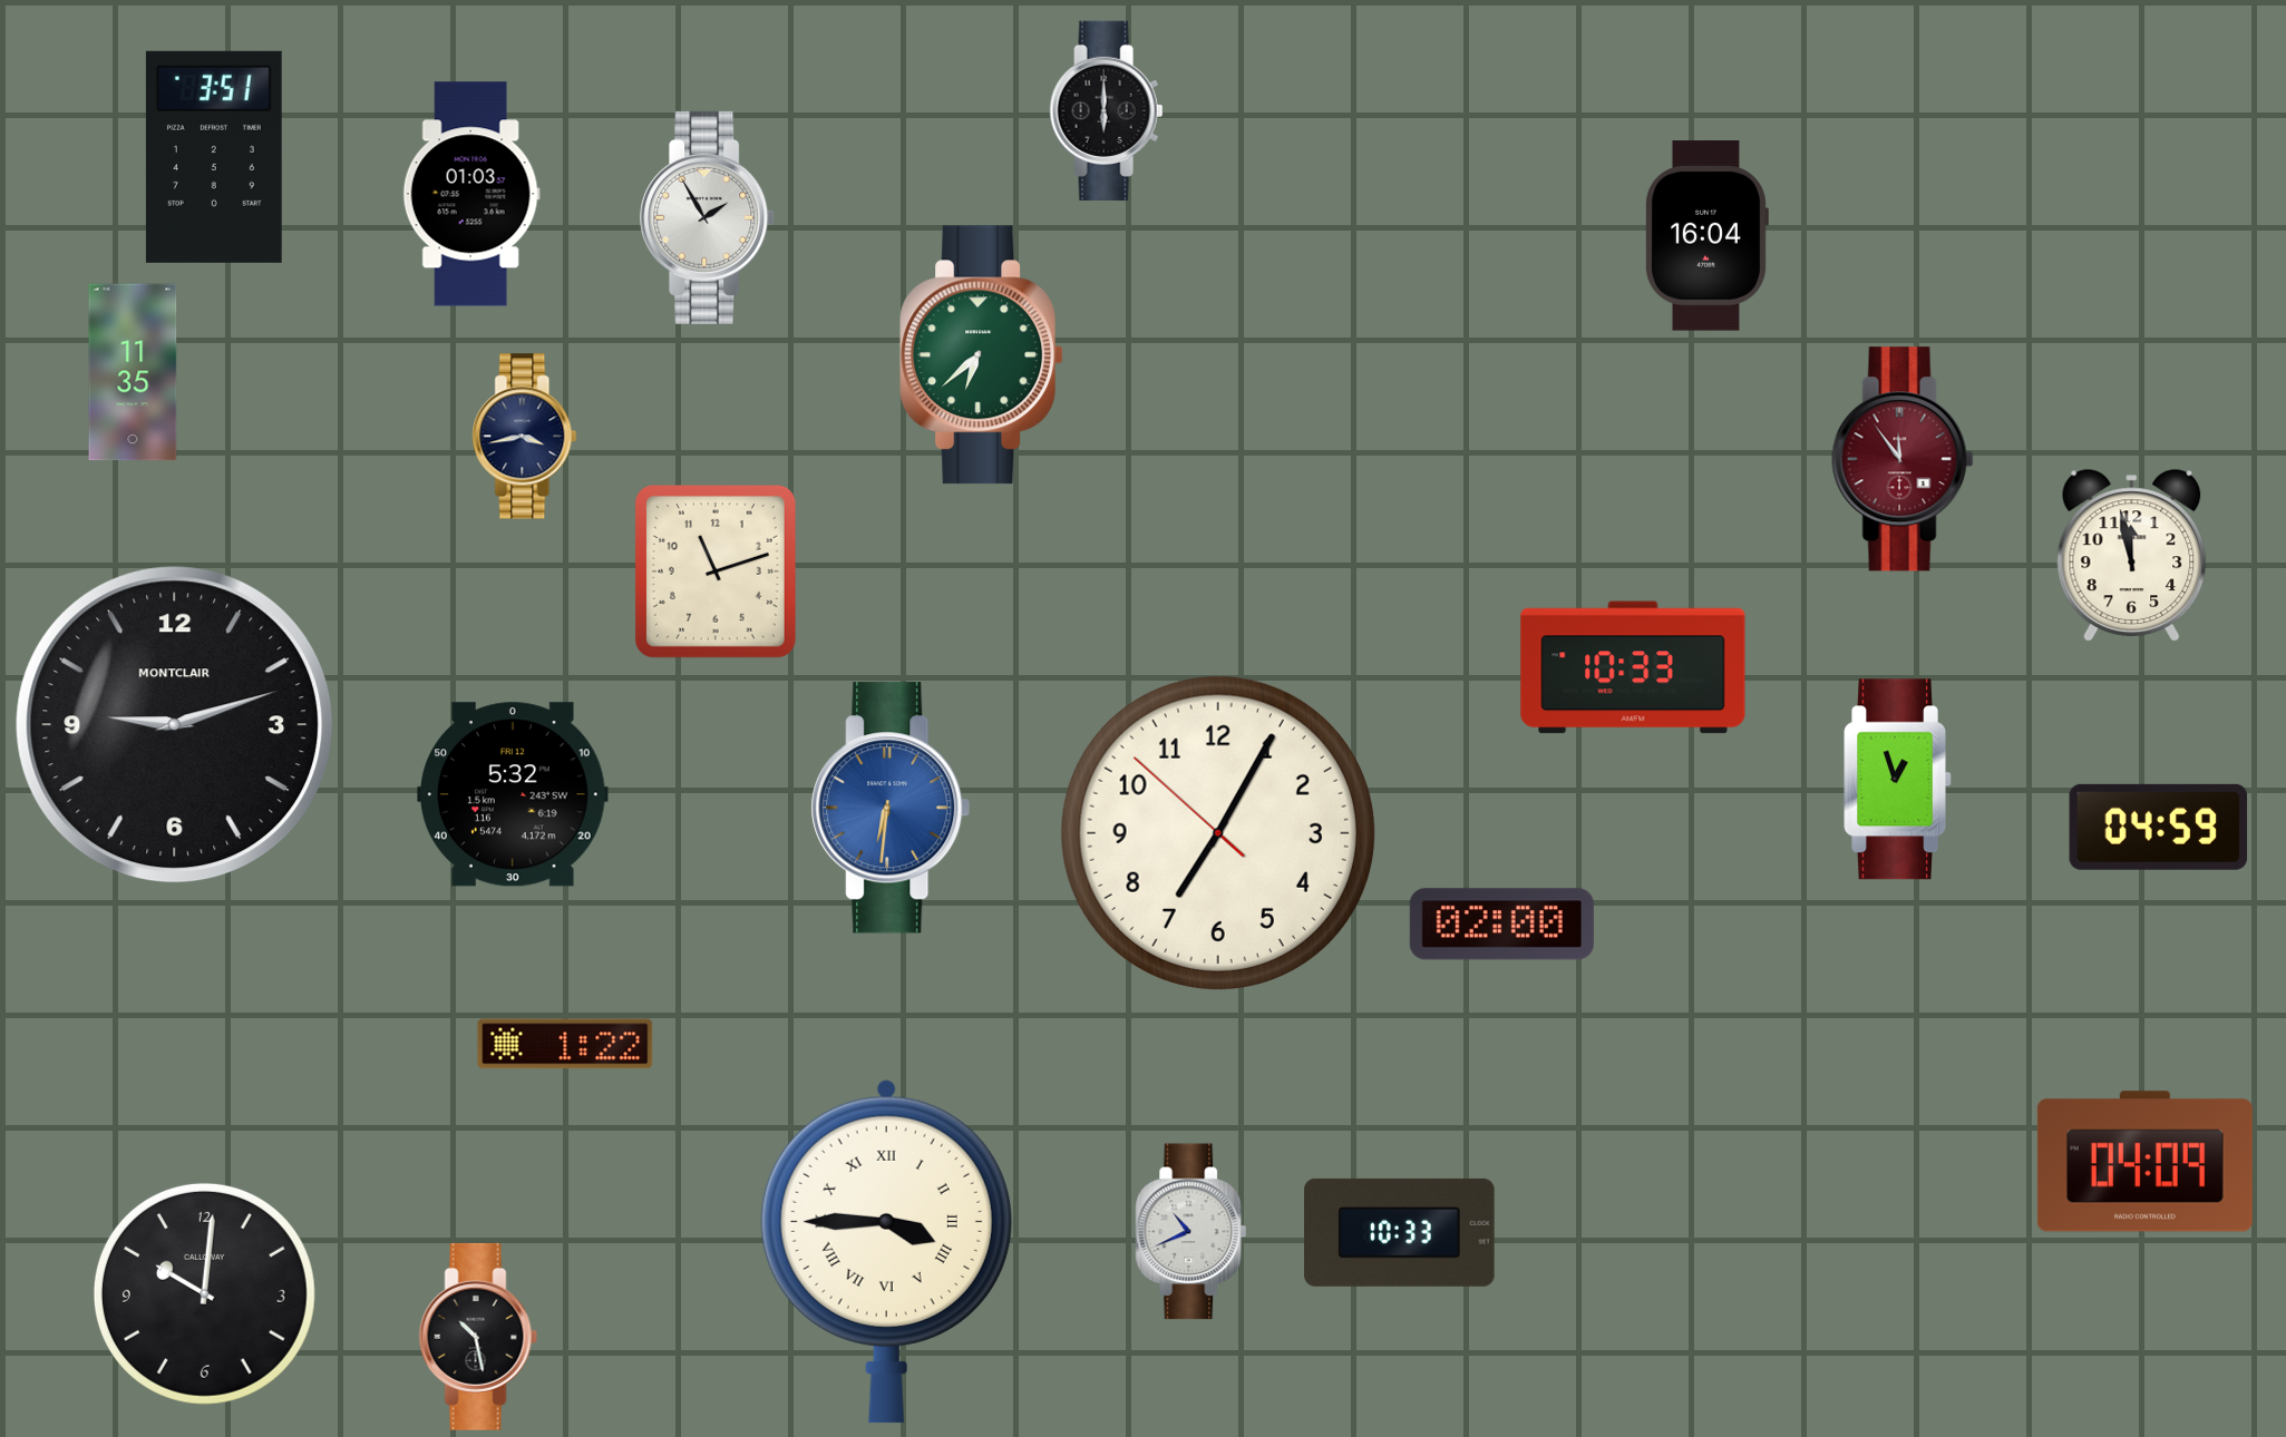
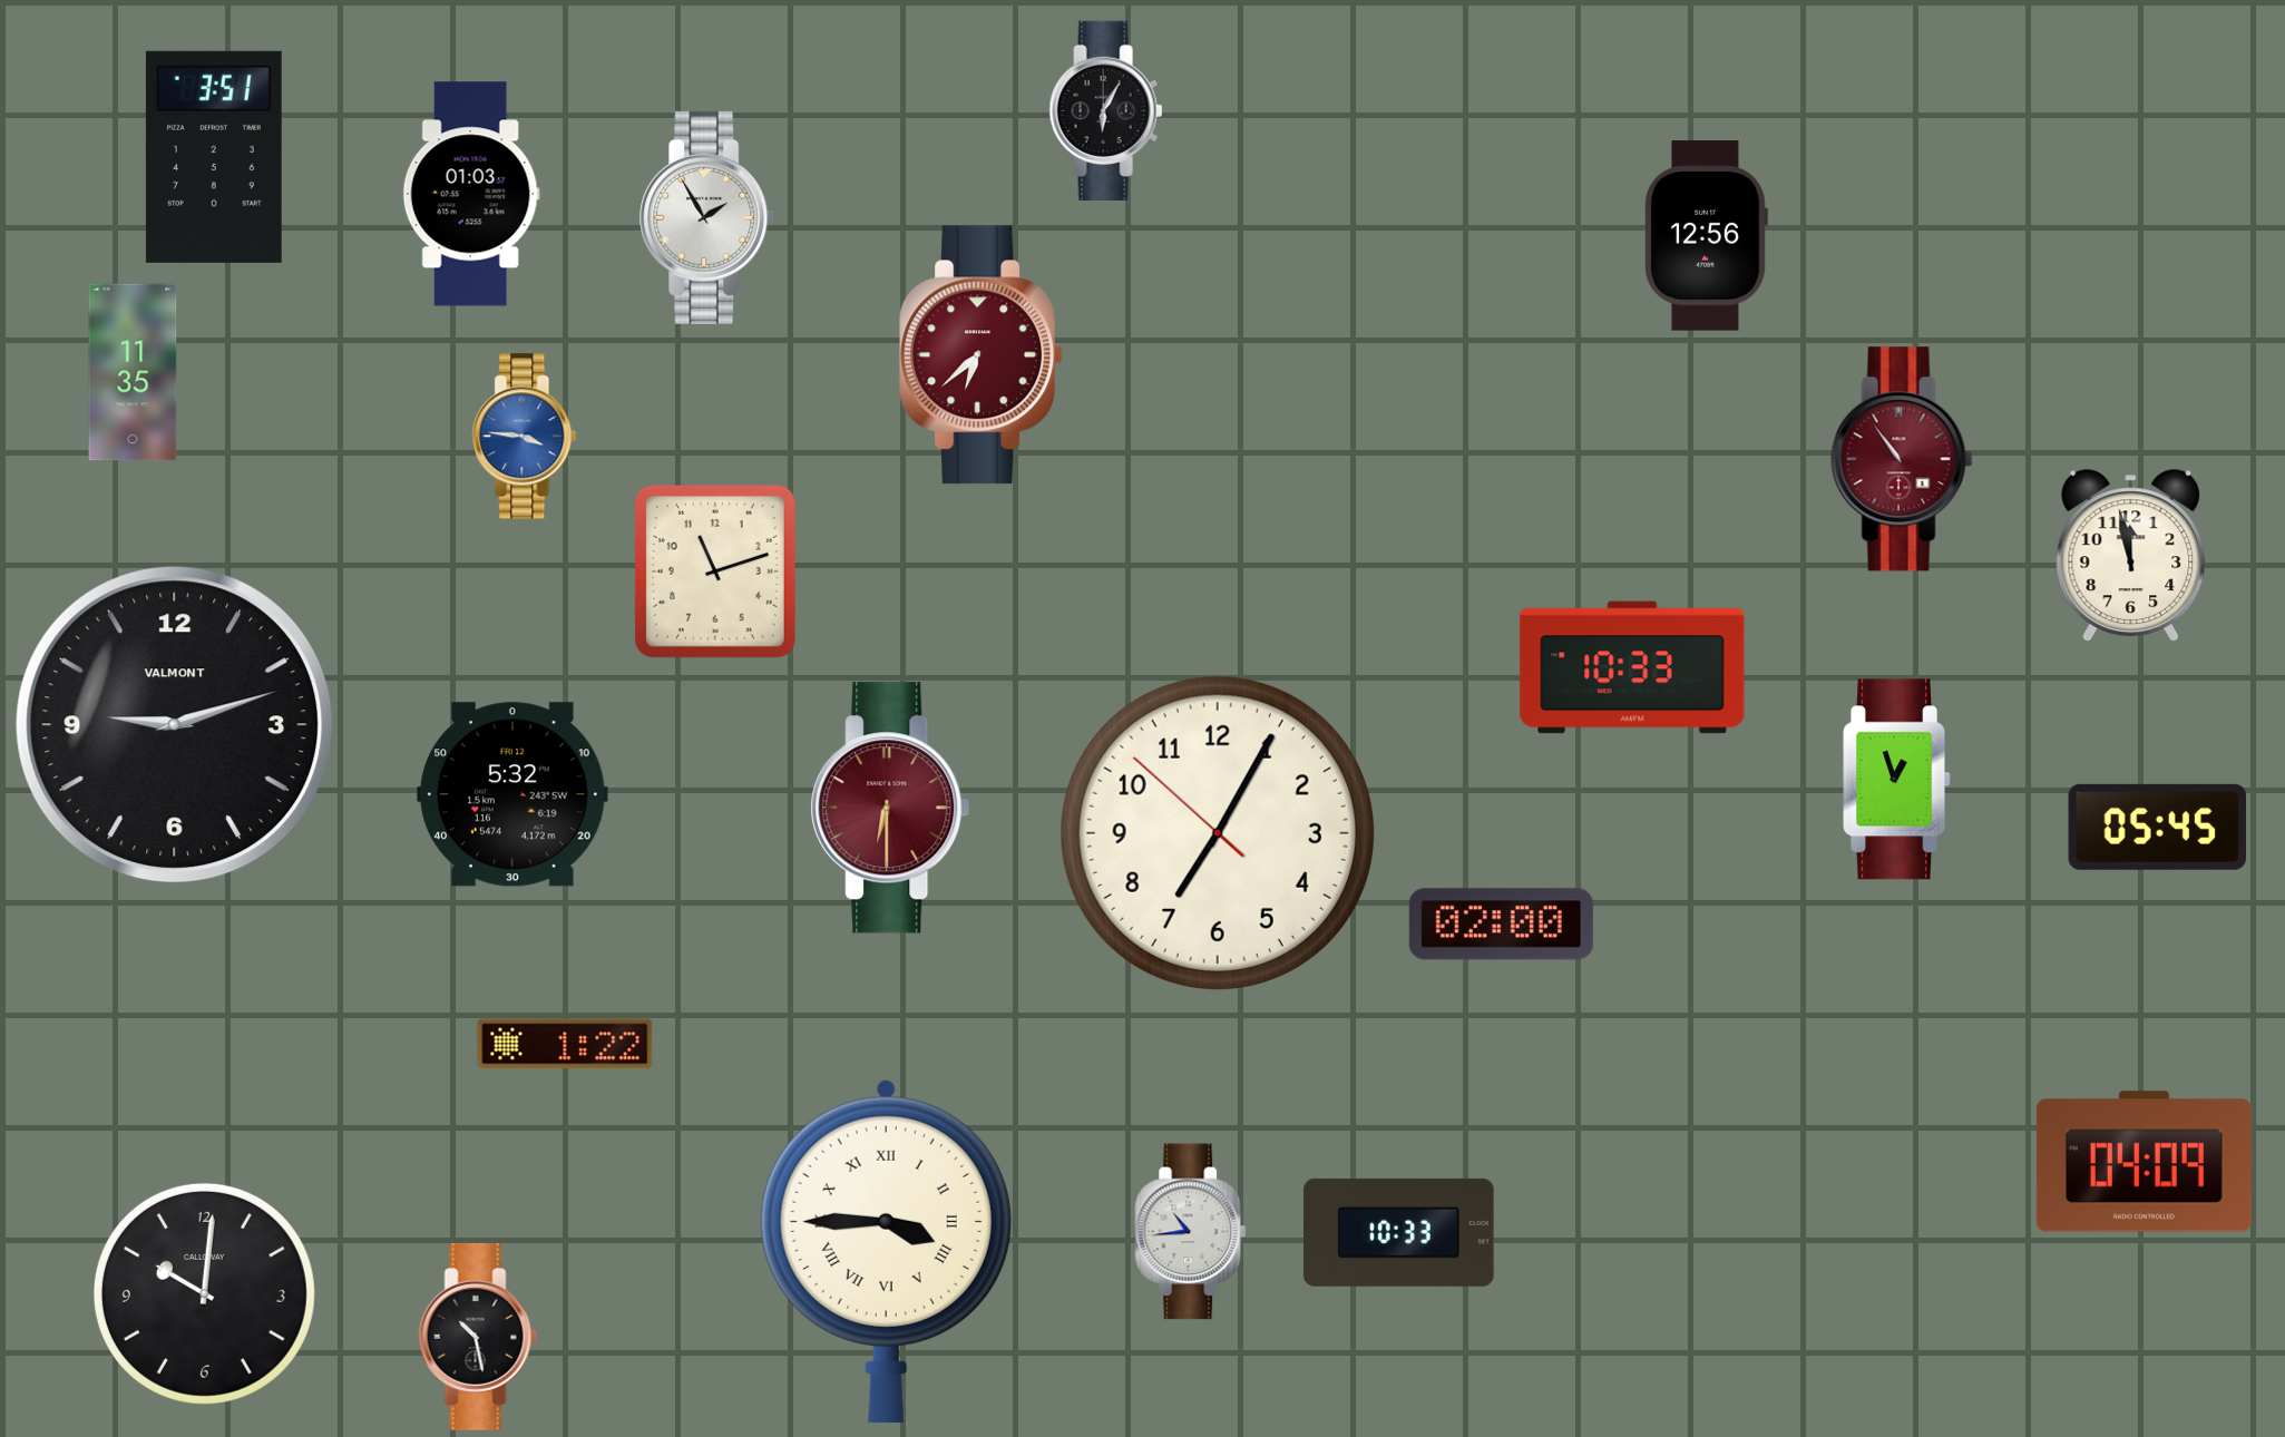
clock at (1107, 110): 6:00 -> 6:05
clock at (1706, 236): 16:04 -> 12:56
clock at (982, 355) dial: green -> burgundy
clock at (525, 437): 3:43 -> 3:46
clock at (525, 437) dial: navy -> blue
clock at (1903, 459): 11:54 -> 10:54
clock at (175, 725) brand: MONTCLAIR -> VALMONT
clock at (891, 808): 6:31 -> 6:30
clock at (891, 808) dial: blue -> burgundy
clock at (2159, 827): 04:59 -> 05:45
clock at (1191, 1232): 10:41 -> 10:44
